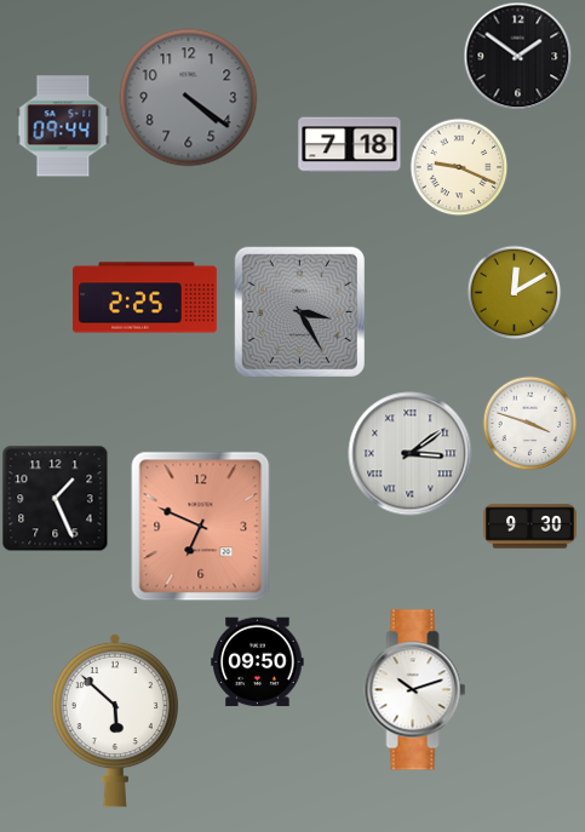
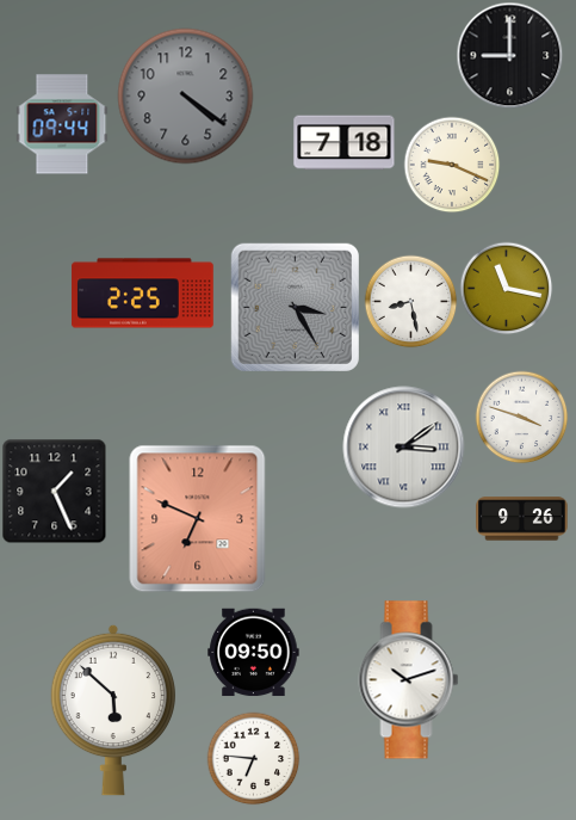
clock at (517, 56): 1:51 -> 9:00
clock at (514, 292): 12:10 -> 11:17
clock at (410, 301): none -> 8:28
clock at (530, 527): 9:30 -> 9:26
clock at (253, 758): none -> 6:46
